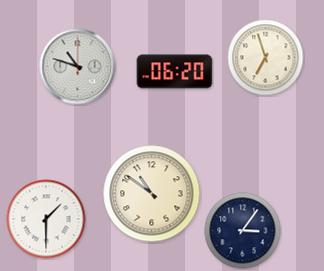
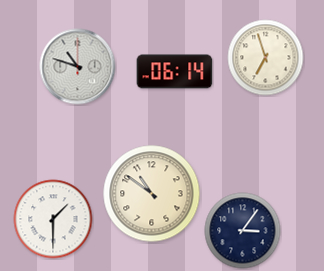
clock at (175, 72): 06:20 -> 06:14
clock at (46, 219) position: (46, 219) -> (53, 219)
